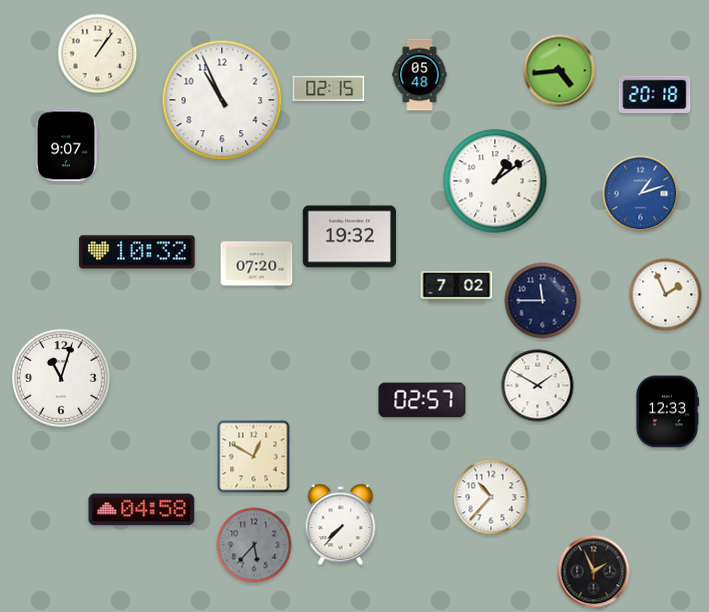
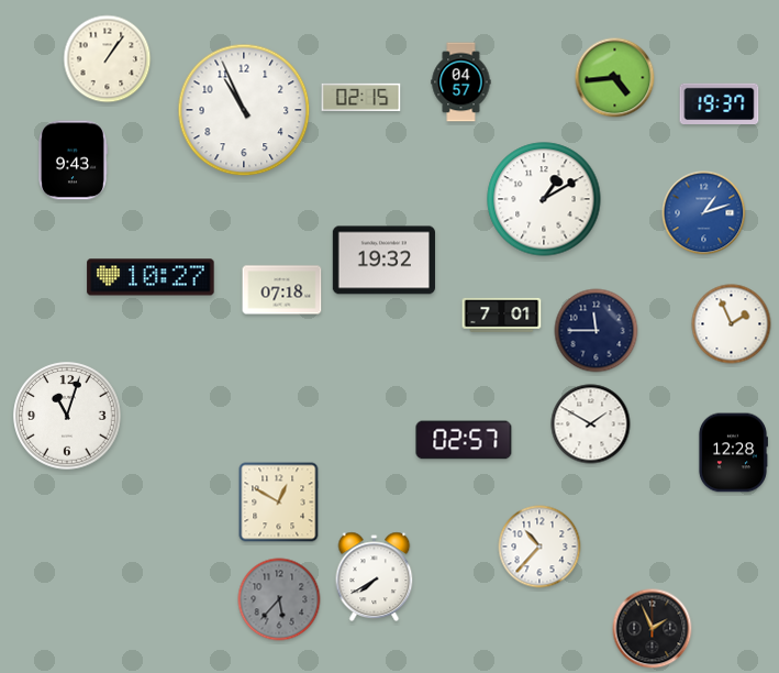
clock at (420, 75): 05:48 -> 04:57
clock at (655, 95): 20:18 -> 19:37
clock at (67, 146): 9:07 -> 9:43
clock at (495, 181): 1:09 -> 1:10
clock at (137, 252): 10:32 -> 10:27
clock at (257, 264): 07:20 -> 07:18
clock at (457, 286): 7:02 -> 7:01
clock at (667, 412): 12:33 -> 12:28
clock at (142, 510): 04:58 -> none
clock at (341, 524): 7:37 -> 7:40
